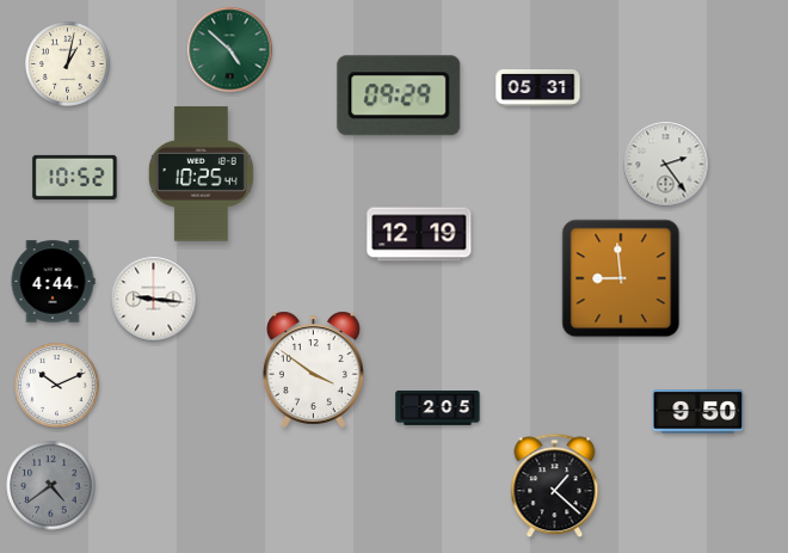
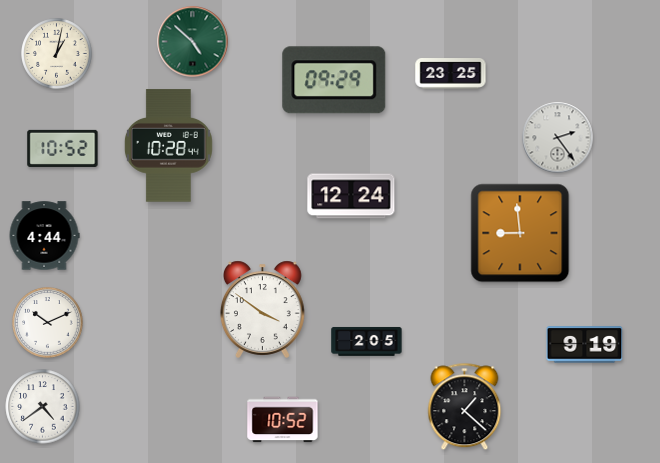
clock at (538, 88): 05:31 -> 23:25
clock at (201, 174): 10:25 -> 10:28
clock at (419, 234): 12:19 -> 12:24
clock at (154, 300): 9:16 -> none
clock at (698, 412): 9:50 -> 9:19
clock at (51, 486) dial: grey -> white
clock at (283, 420): none -> 10:52
